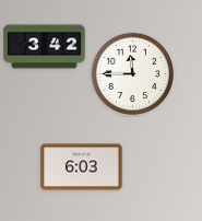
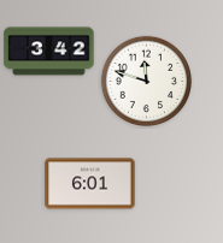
clock at (132, 73): 11:45 -> 11:48
clock at (82, 167): 6:03 -> 6:01
